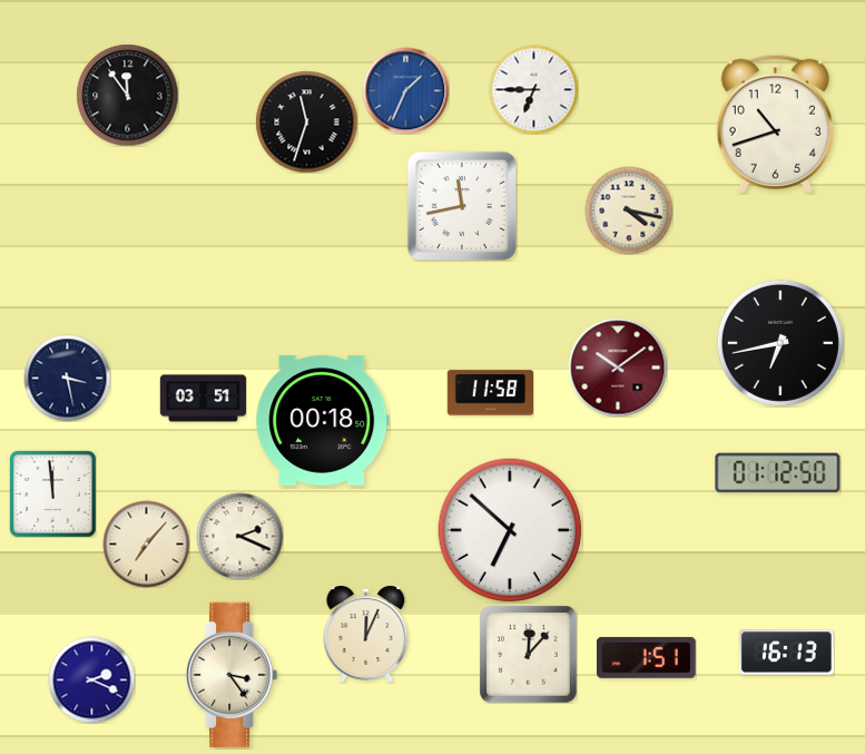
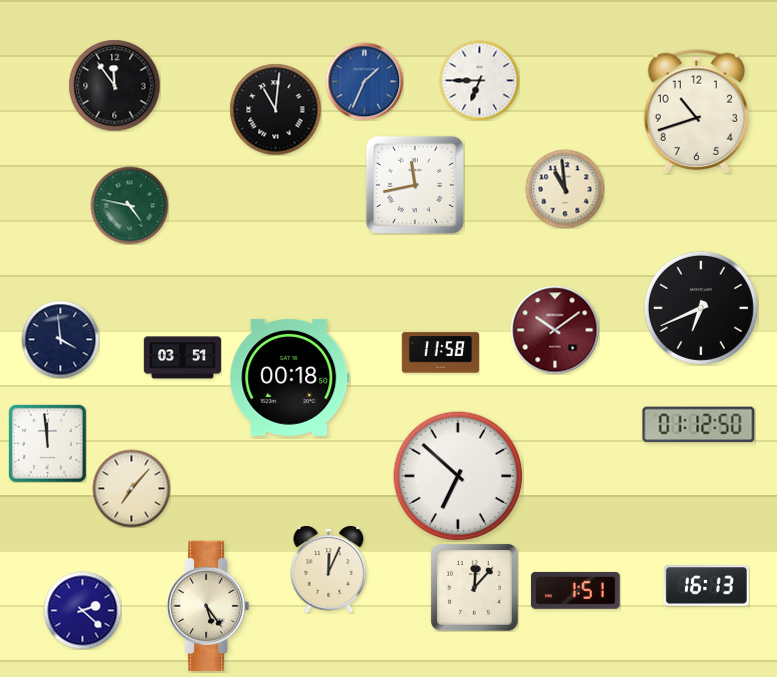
clock at (306, 121): 11:33 -> 11:01
clock at (629, 210): 4:17 -> 10:59
clock at (129, 205): none -> 4:47
clock at (780, 343): 6:43 -> 6:41
clock at (67, 378): 3:28 -> 3:59
clock at (239, 536): 2:19 -> none
clock at (646, 657) position: (646, 657) -> (575, 590)
clock at (233, 675): 3:24 -> 5:24
clock at (91, 679): 2:19 -> 2:22
